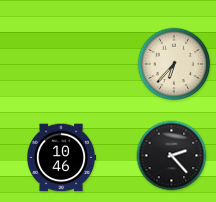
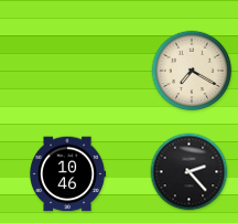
clock at (174, 64): 6:37 -> 7:20
